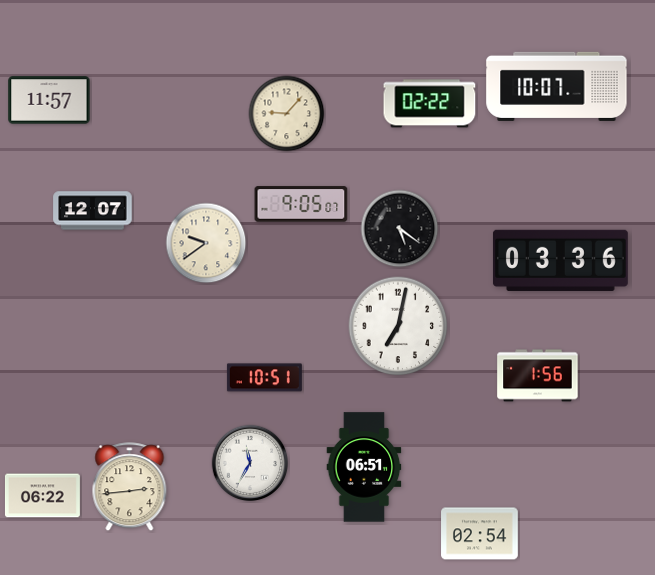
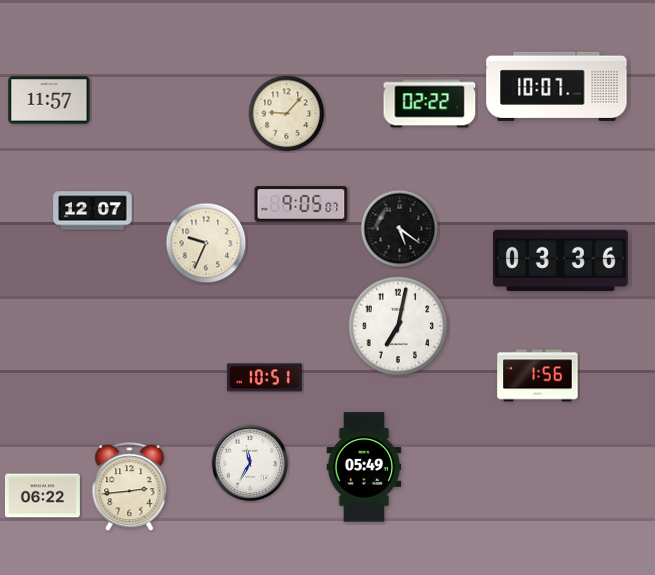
clock at (206, 243): 9:39 -> 9:34
clock at (364, 467): 06:51 -> 05:49
clock at (480, 534): 02:54 -> none
